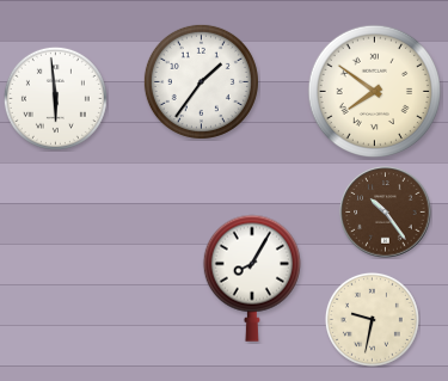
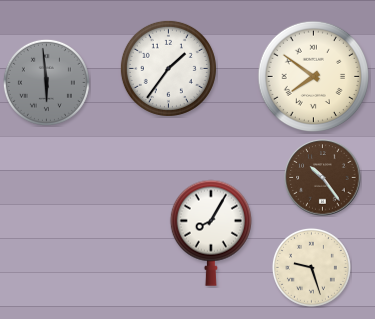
clock at (55, 98) dial: white -> grey
clock at (372, 319): 9:32 -> 9:27
